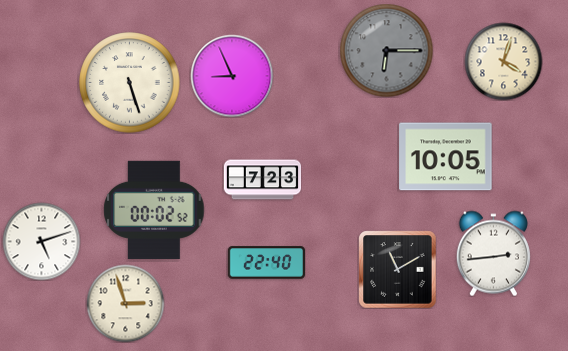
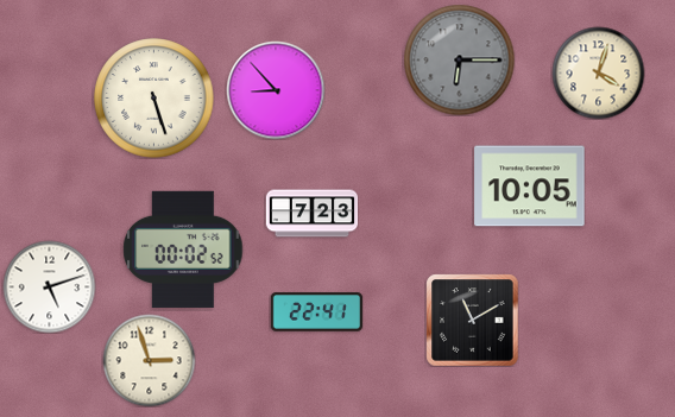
clock at (232, 76): 8:56 -> 8:53
clock at (493, 253): 2:44 -> none
clock at (266, 263): 22:40 -> 22:41
